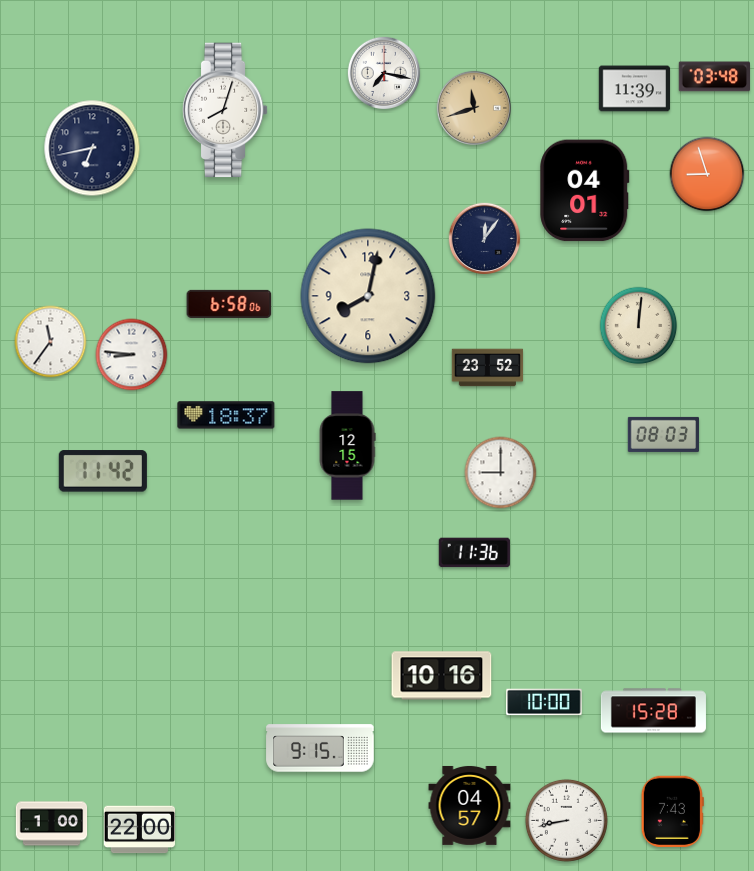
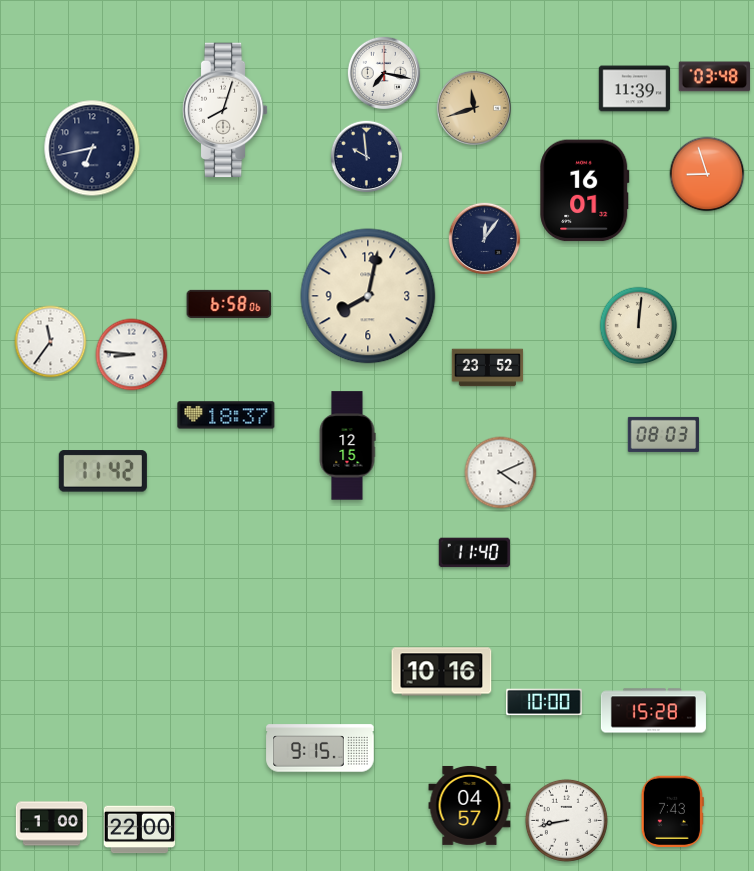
clock at (367, 157): none -> 9:59
clock at (585, 191): 04:01 -> 16:01
clock at (501, 473): 9:00 -> 4:11
clock at (474, 553): 11:36 -> 11:40
clock at (442, 676) position: (442, 676) -> (442, 672)
